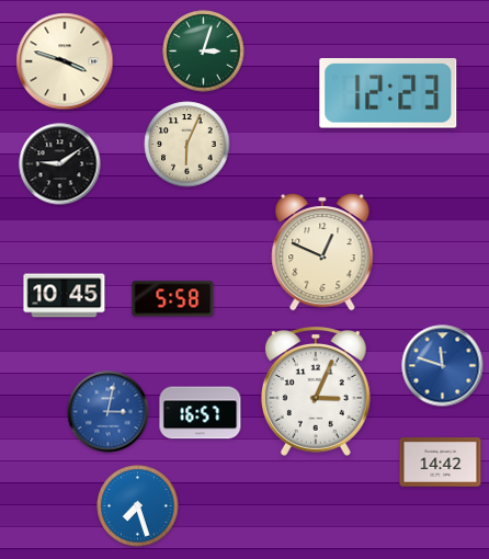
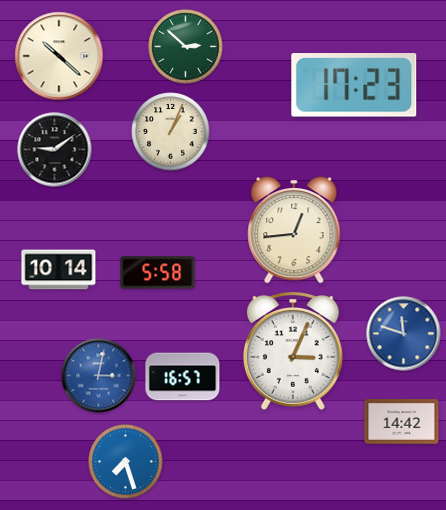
clock at (204, 52): 3:03 -> 2:52
clock at (65, 61): 3:48 -> 10:22
clock at (388, 94): 12:23 -> 17:23
clock at (187, 145): 6:04 -> 1:04
clock at (322, 253): 12:49 -> 12:44
clock at (65, 296): 10:45 -> 10:14
clock at (316, 391) position: (316, 391) -> (293, 351)
